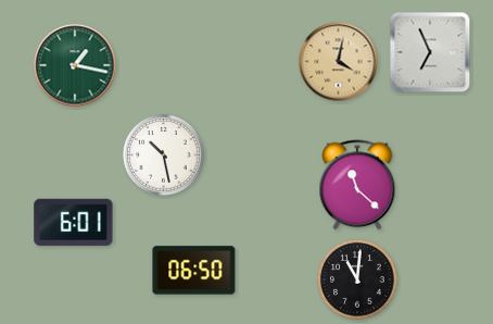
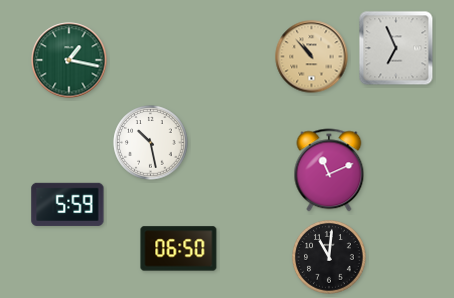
clock at (339, 62): 4:02 -> 10:53
clock at (357, 185): 11:22 -> 11:11
clock at (74, 222): 6:01 -> 5:59
